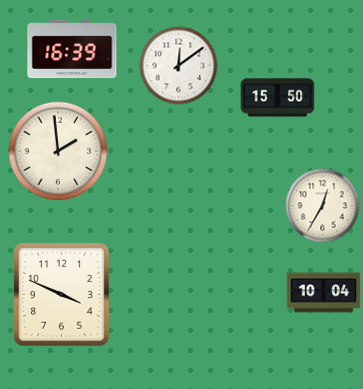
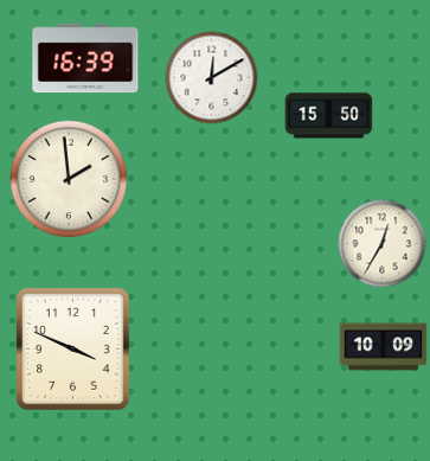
clock at (179, 66): 12:09 -> 12:10
clock at (324, 293): 10:04 -> 10:09
